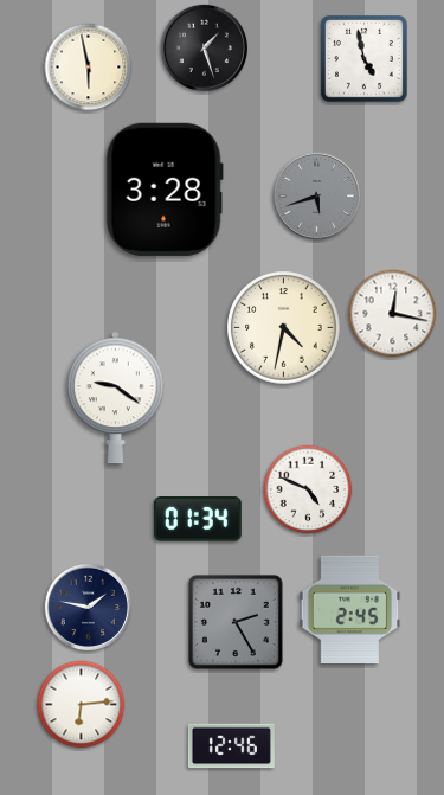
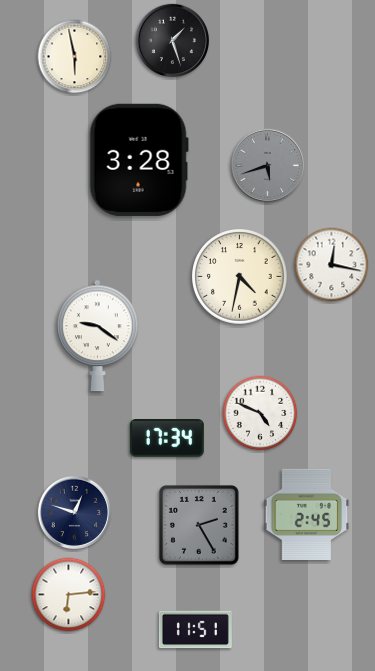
clock at (365, 59): 4:58 -> none
clock at (198, 519): 01:34 -> 17:34
clock at (88, 607): 1:47 -> 12:48
clock at (350, 609) position: (350, 609) -> (307, 514)
clock at (231, 746): 12:46 -> 11:51
